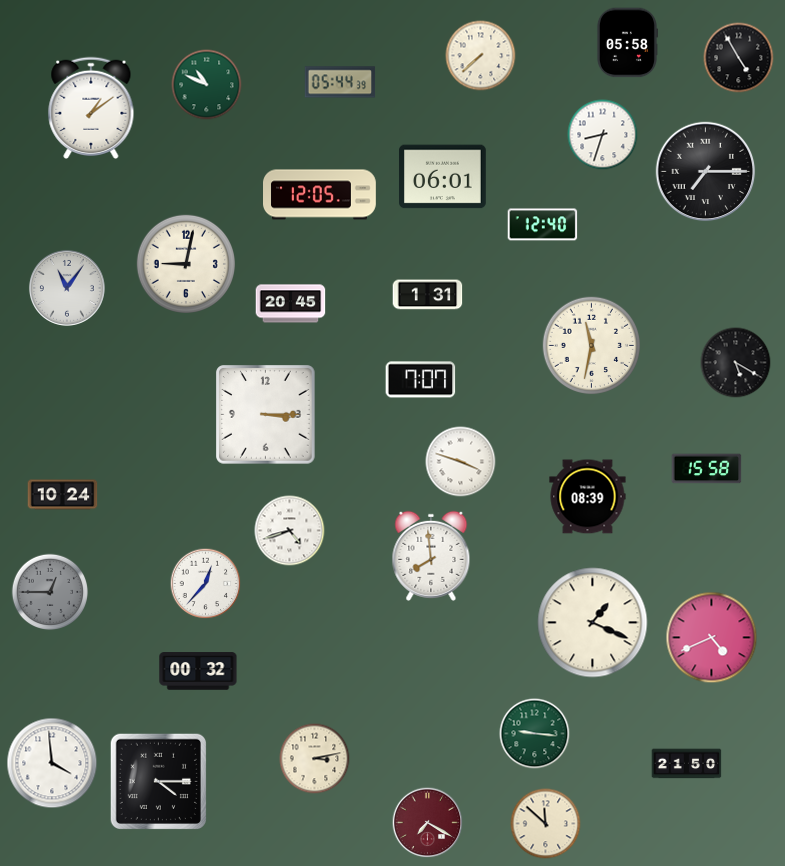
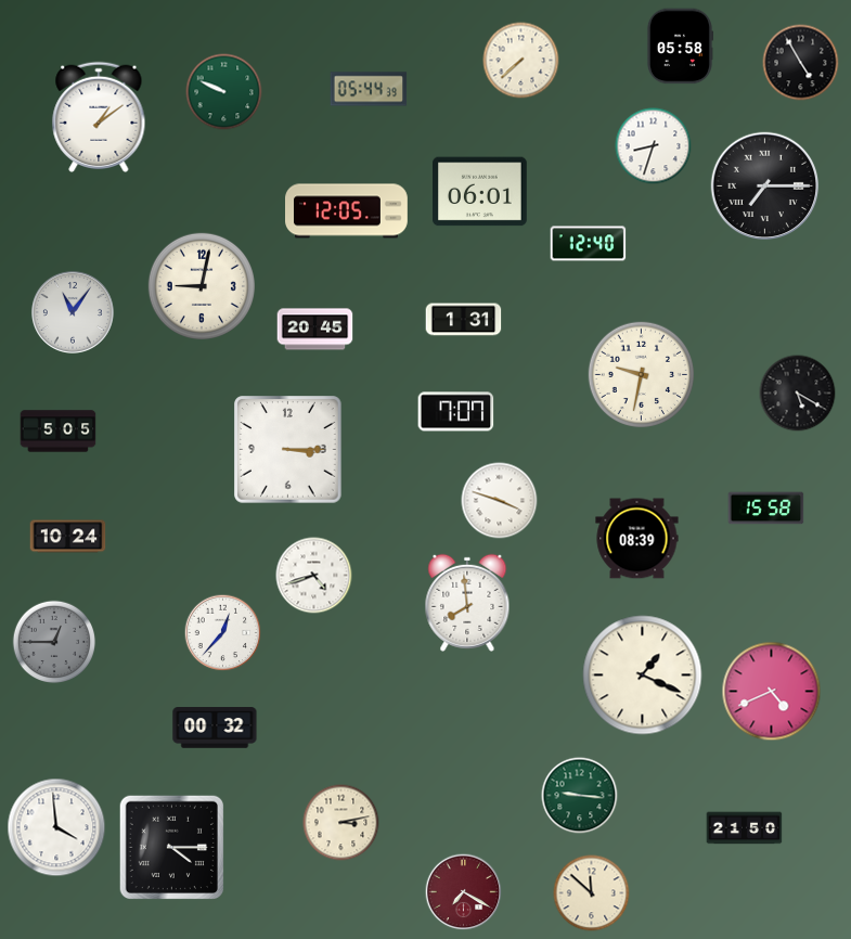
clock at (207, 85): 10:49 -> 9:49
clock at (592, 346): 11:32 -> 9:32
clock at (59, 432): none -> 5:05
